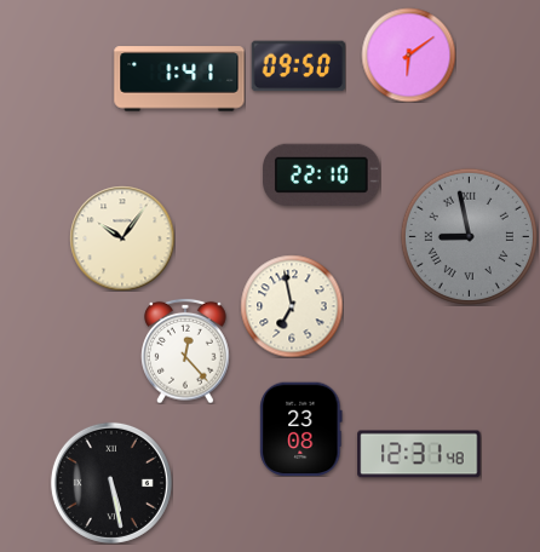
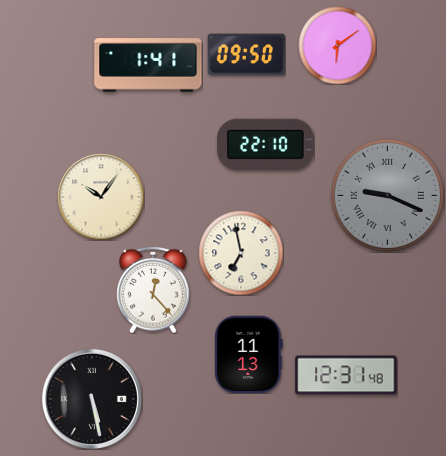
clock at (469, 236): 8:58 -> 9:19
clock at (301, 429): 23:08 -> 11:13
